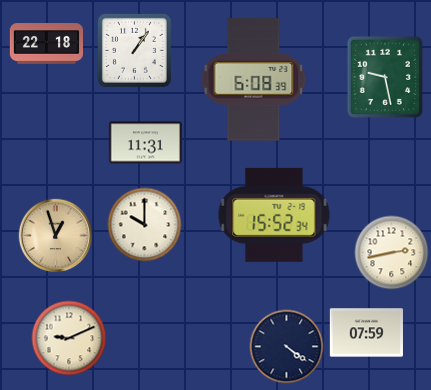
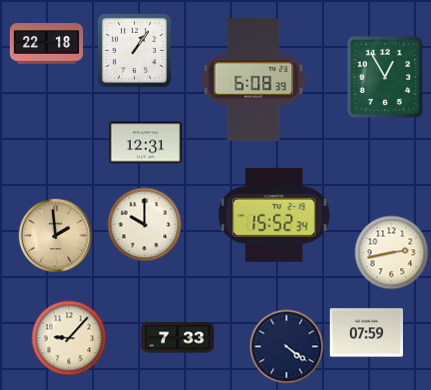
clock at (385, 77): 9:28 -> 12:55
clock at (145, 143): 11:31 -> 12:31
clock at (56, 236): 12:57 -> 1:59
clock at (69, 338): 9:11 -> 9:07
clock at (177, 338): none -> 7:33
